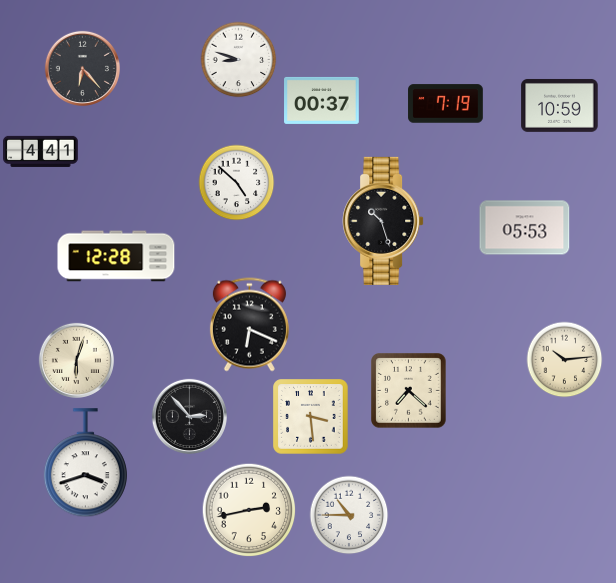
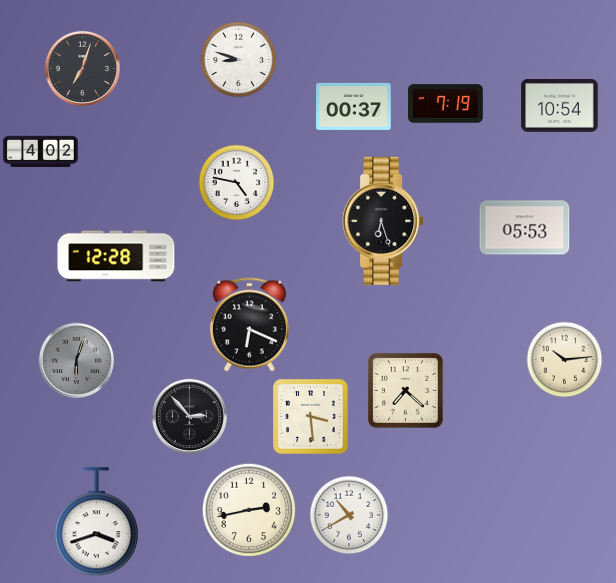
clock at (82, 68): 6:23 -> 7:03
clock at (322, 100) position: (322, 100) -> (354, 106)
clock at (560, 105): 10:59 -> 10:54
clock at (41, 151): 4:41 -> 4:02
clock at (237, 183): 4:52 -> 4:47
clock at (383, 221): 10:27 -> 6:27
clock at (76, 360) dial: cream -> grey
clock at (409, 391) position: (409, 391) -> (406, 391)
clock at (85, 463) position: (85, 463) -> (96, 522)
clock at (349, 515): 10:45 -> 10:40
